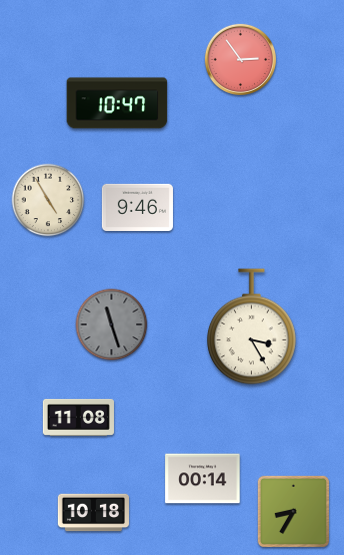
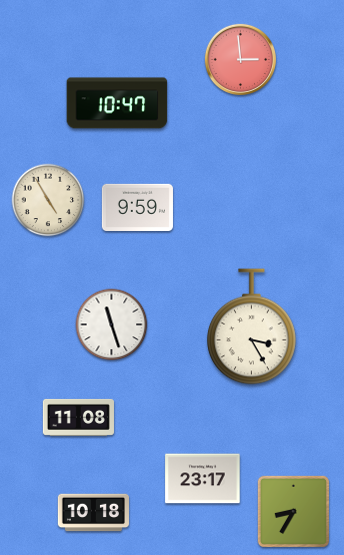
clock at (240, 59): 2:54 -> 2:59
clock at (137, 207): 9:46 -> 9:59
clock at (112, 325) dial: grey -> white
clock at (203, 479): 00:14 -> 23:17
